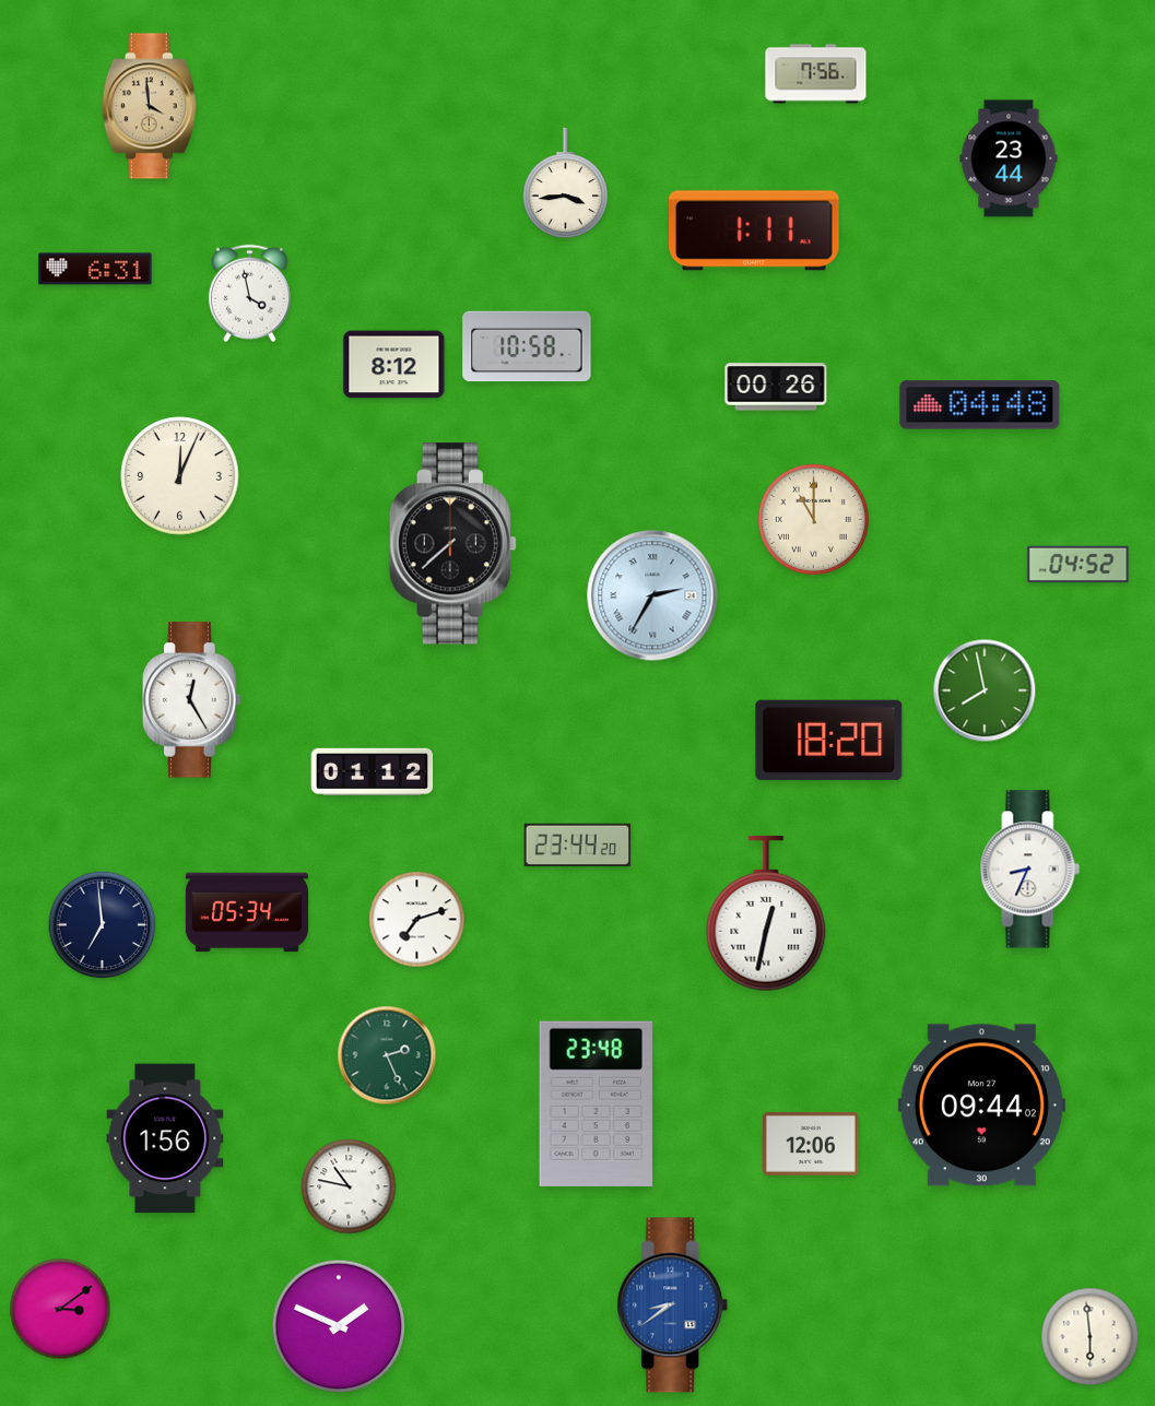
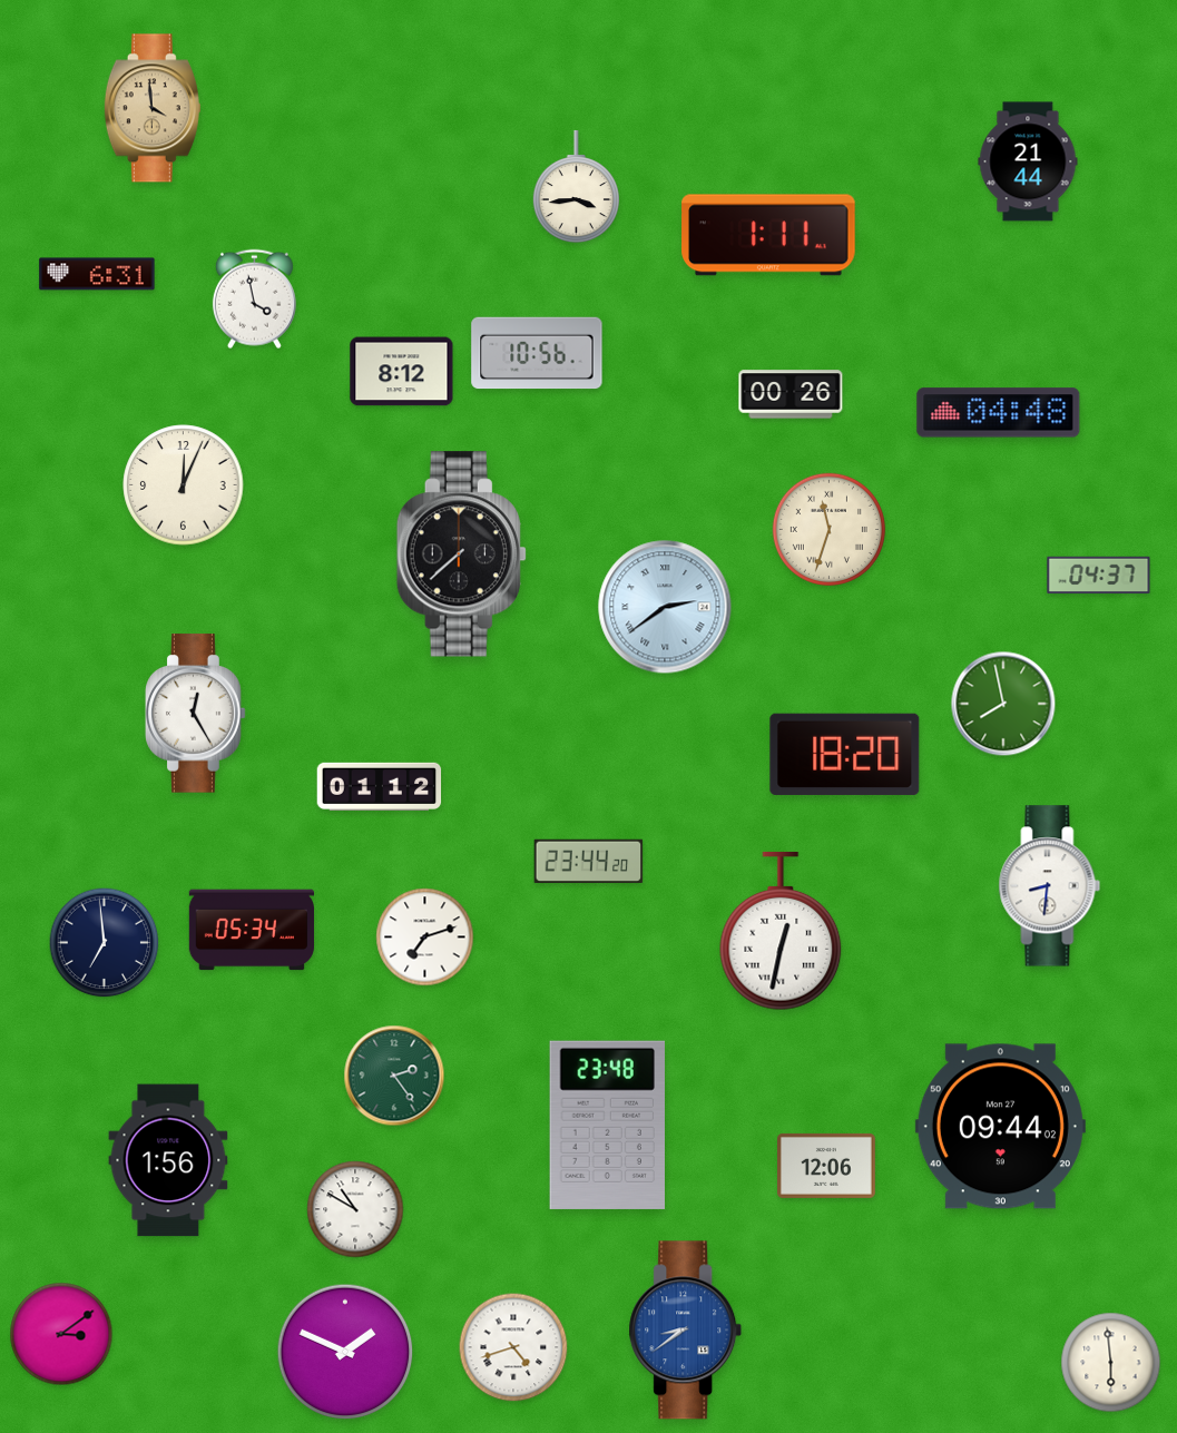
clock at (816, 74): 7:56 -> none
clock at (1009, 158): 23:44 -> 21:44
clock at (527, 346): 10:58 -> 10:56
clock at (813, 519): 11:00 -> 11:33
clock at (1079, 565): 04:52 -> 04:37
clock at (652, 595): 2:35 -> 2:39
clock at (1030, 870): 8:34 -> 8:31
clock at (387, 1055): 2:26 -> 2:24
clock at (349, 1186): 10:47 -> 10:50
clock at (513, 1347): none -> 4:42
